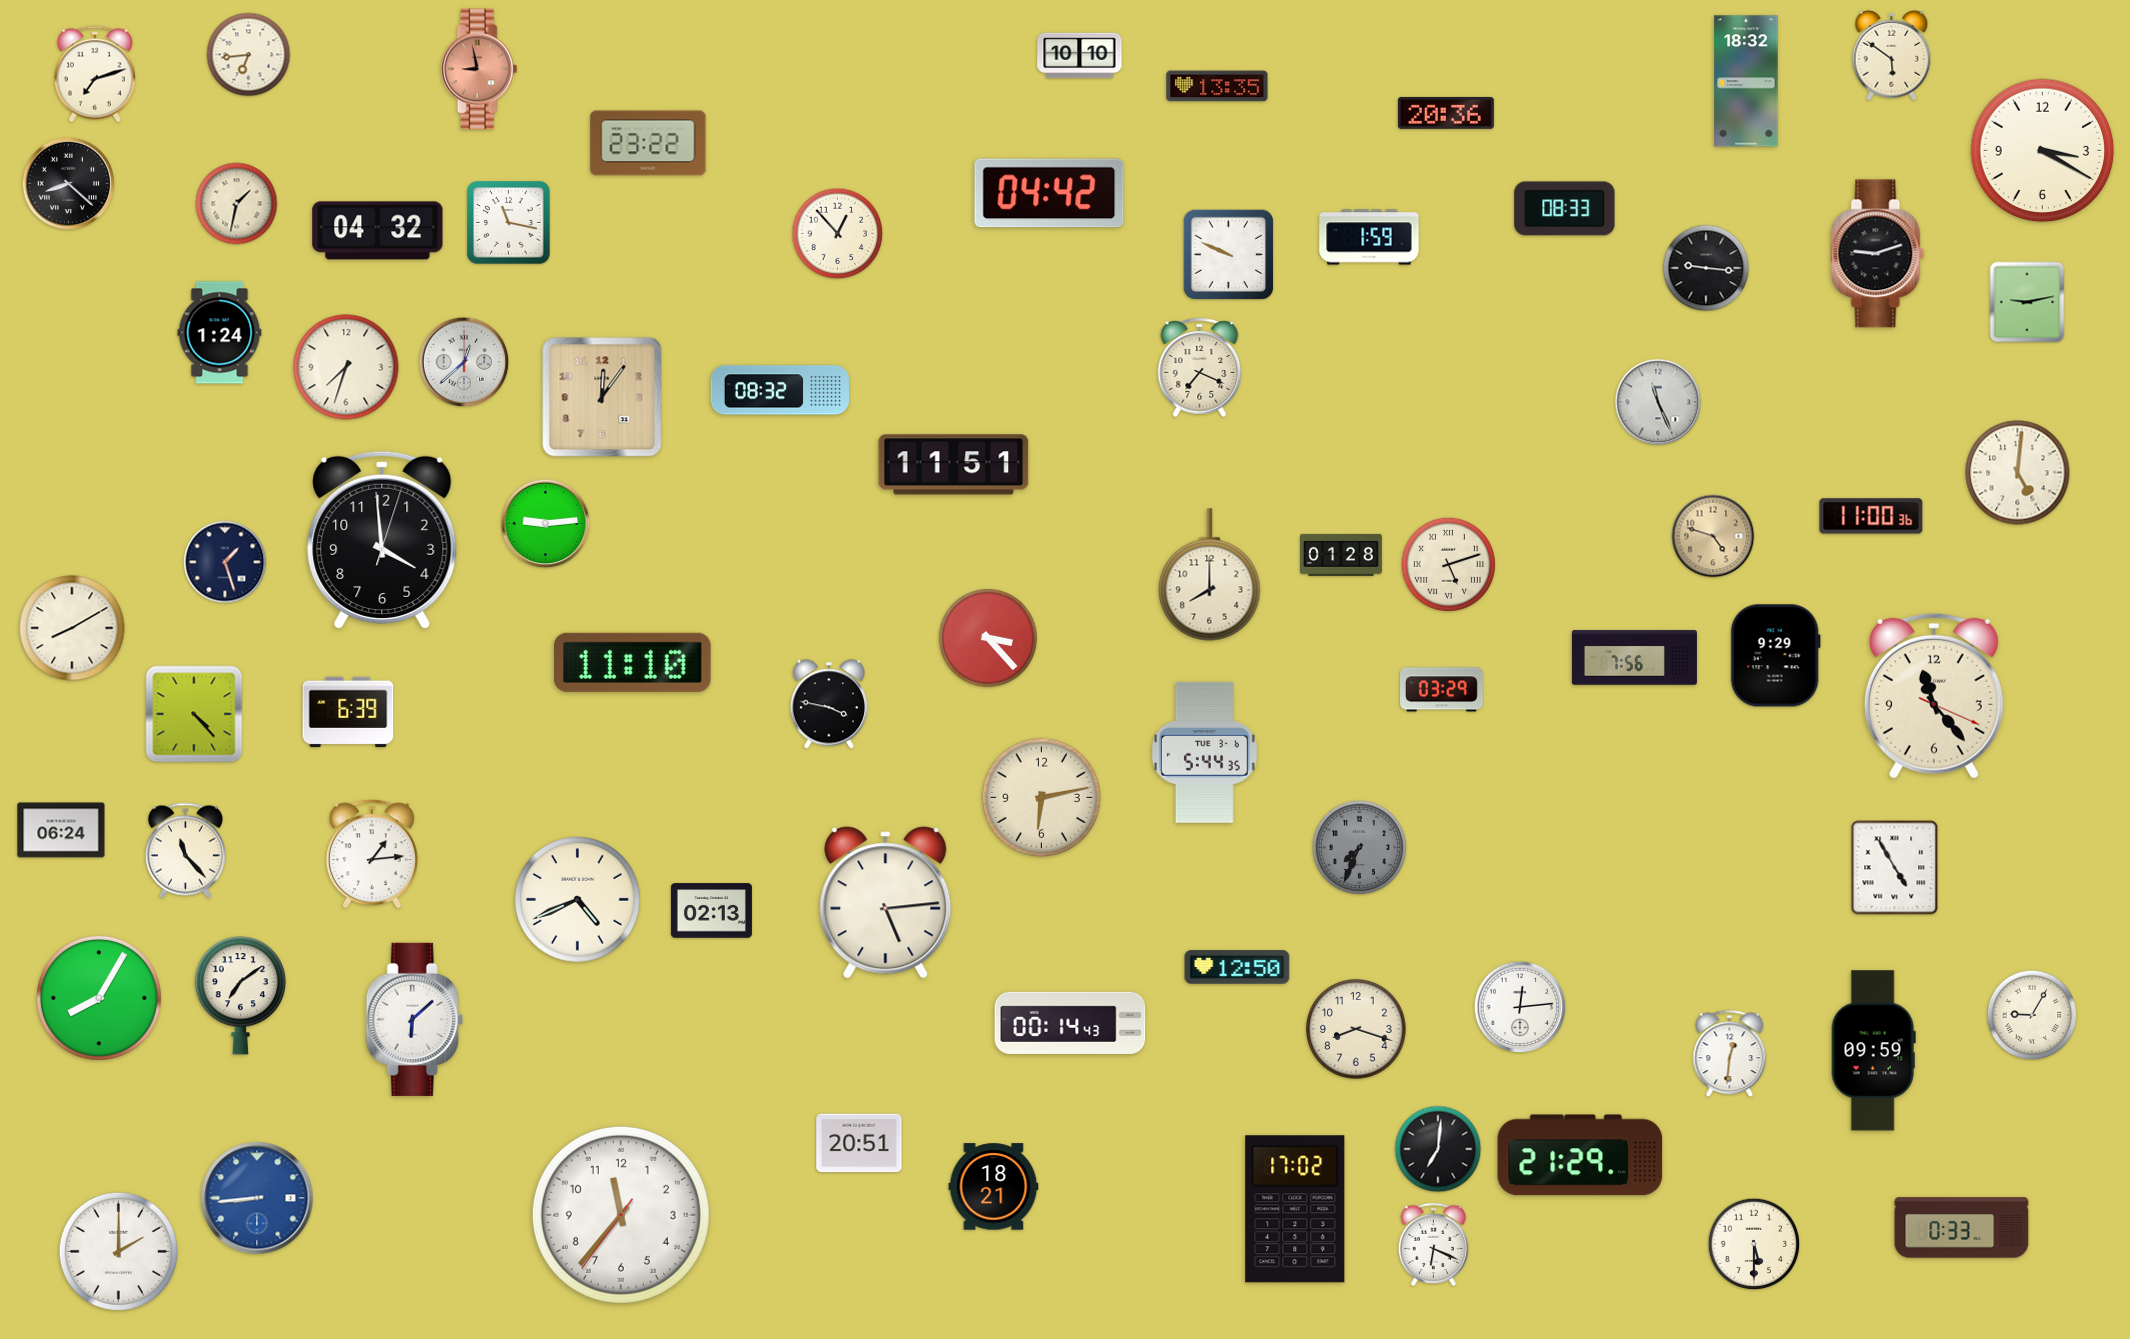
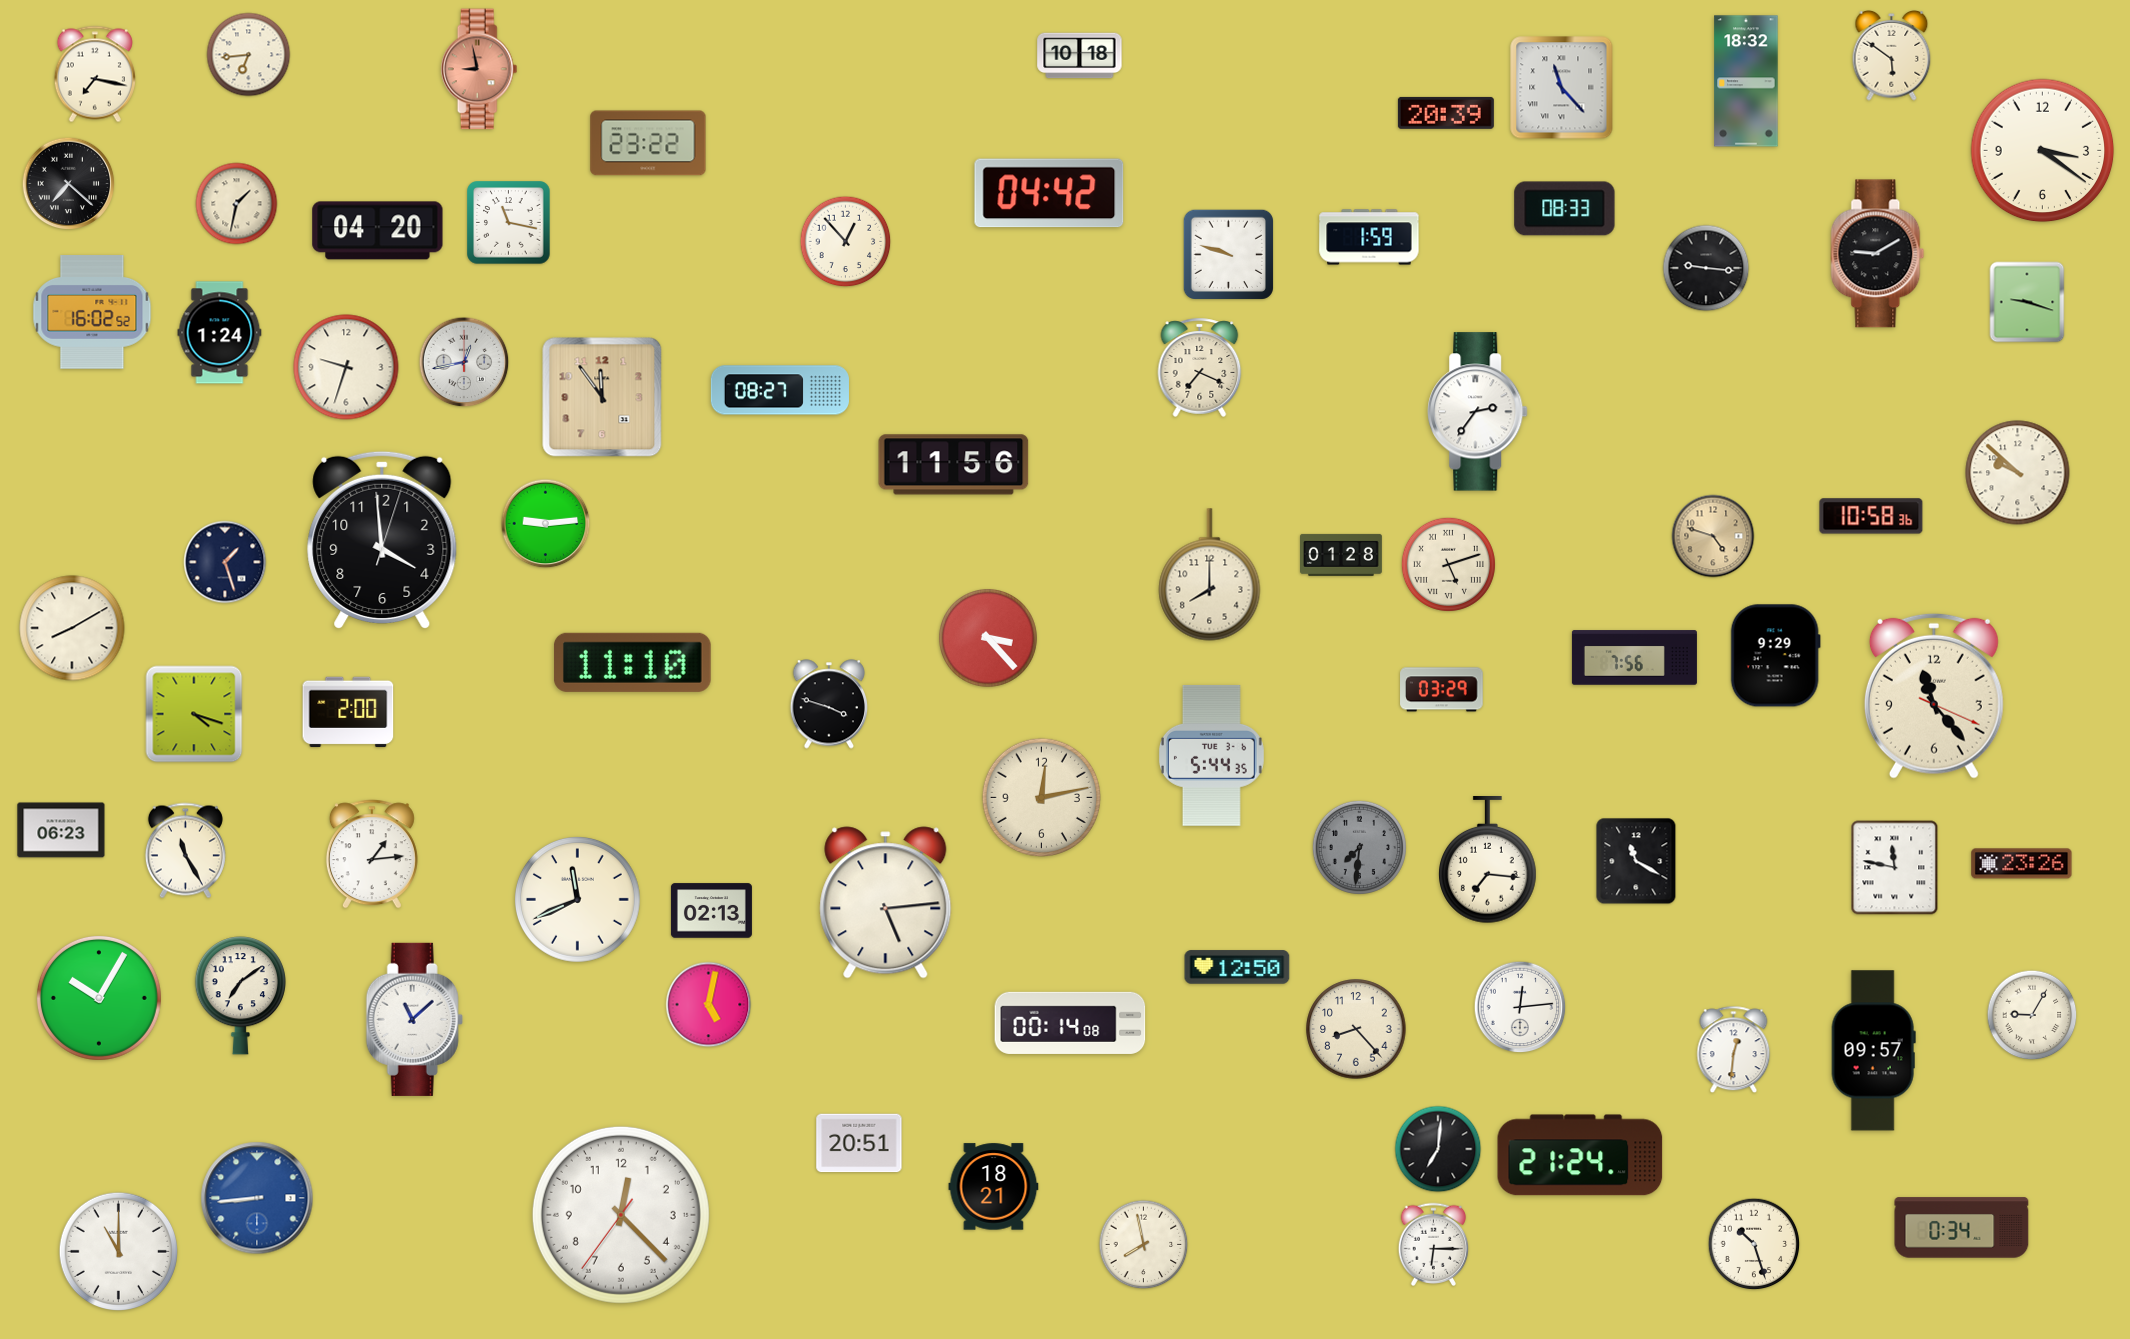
clock at (1080, 56): 10:10 -> 10:18
clock at (95, 74): 7:12 -> 7:17
clock at (1217, 86): 13:35 -> none
clock at (1562, 88): none -> 11:23
clock at (1446, 113): 20:36 -> 20:39
clock at (2043, 151): 3:20 -> 3:21
clock at (69, 184): 8:22 -> 7:22
clock at (378, 231): 04:32 -> 04:20
clock at (838, 234) position: (838, 234) -> (846, 242)
clock at (1228, 254): 9:49 -> 9:48
clock at (1878, 254): 9:12 -> 9:10
clock at (2027, 302): 9:13 -> 9:18
clock at (92, 312): none -> 16:02
clock at (464, 362): 12:38 -> 12:43
clock at (346, 367): 7:33 -> 9:33
clock at (780, 390): 08:32 -> 08:27
clock at (602, 397): 12:06 -> 11:54
clock at (1658, 402): 11:26 -> none
clock at (1478, 412): none -> 2:36
clock at (954, 465): 11:51 -> 11:56
clock at (2018, 473): 5:01 -> 9:52
clock at (1871, 516): 11:00 -> 10:58
clock at (829, 704): 3:47 -> 3:48
clock at (348, 712): 6:39 -> 2:00
clock at (194, 714): 4:23 -> 4:18
clock at (1204, 752) position: (1204, 752) -> (1211, 755)
clock at (1041, 797): 6:13 -> 12:13
clock at (61, 830): 06:24 -> 06:23
clock at (1359, 847): 7:34 -> 7:31
clock at (185, 851): 11:23 -> 11:25
clock at (1488, 861): none -> 7:16
clock at (1636, 861): none -> 11:20
clock at (2022, 864): none -> 23:26
clock at (1895, 868): 4:55 -> 11:47
clock at (578, 900): 4:41 -> 11:41
clock at (99, 998): 8:05 -> 10:05
clock at (709, 1005): none -> 5:02
clock at (414, 1019): 6:08 -> 11:08
clock at (1070, 1023): 00:14:43 -> 00:14:08
clock at (1356, 1029): 8:18 -> 8:23
clock at (1873, 1051): 09:59 -> 09:57
clock at (1730, 1054) position: (1730, 1054) -> (1734, 1050)
clock at (1580, 1155): 21:29 -> 21:24
clock at (1295, 1209): 17:02 -> none
clock at (621, 1215): 11:36 -> 12:22
clock at (1962, 1228): 0:33 -> 0:34
clock at (1434, 1244): 6:19 -> 6:15
clock at (1754, 1244): 5:30 -> 10:27
clock at (1144, 1245): none -> 7:58
clock at (118, 1251): 2:00 -> 11:00
